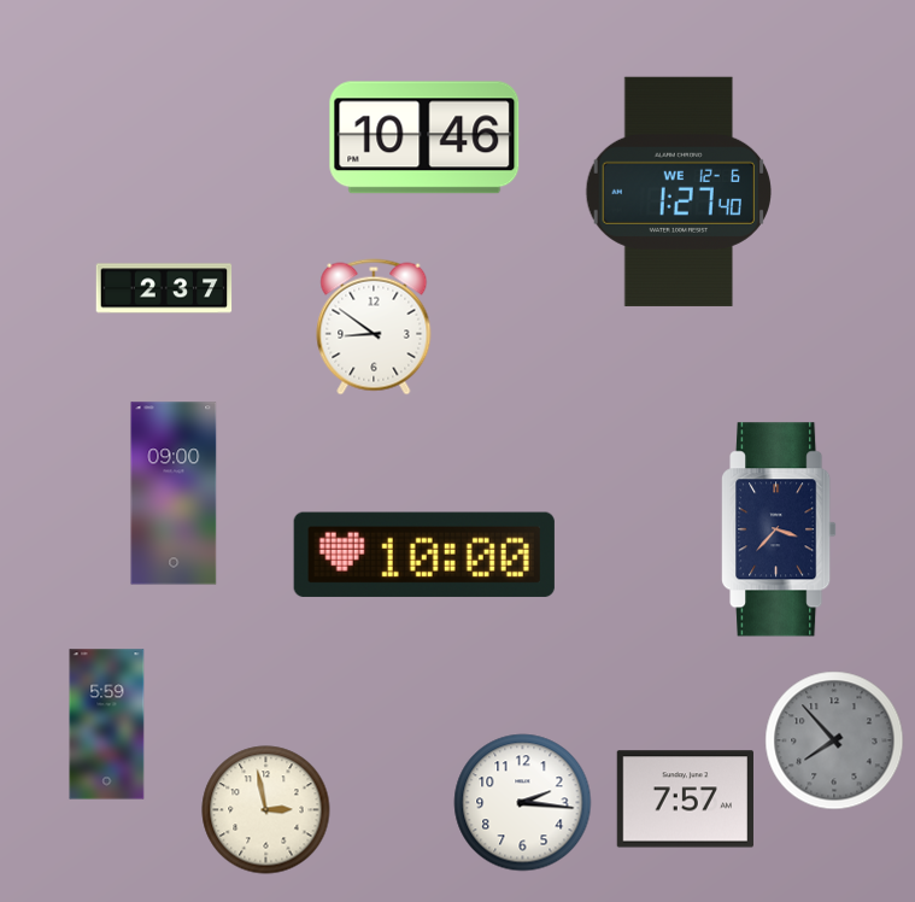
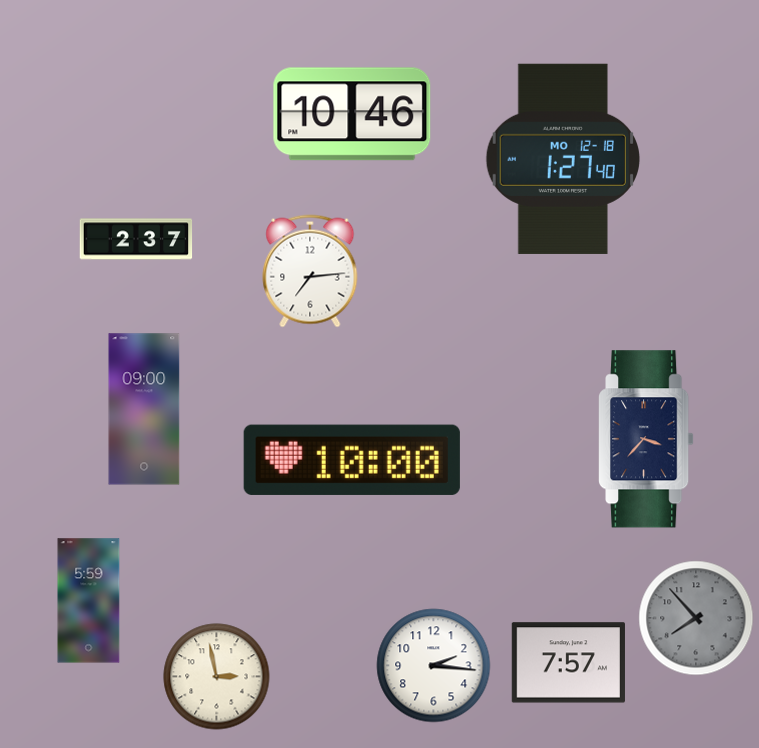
clock at (678, 192) date: WE 12-6 -> MO 12-18
clock at (374, 327): 8:51 -> 7:14
clock at (834, 740) position: (834, 740) -> (696, 618)
clock at (266, 810) position: (266, 810) -> (217, 677)
